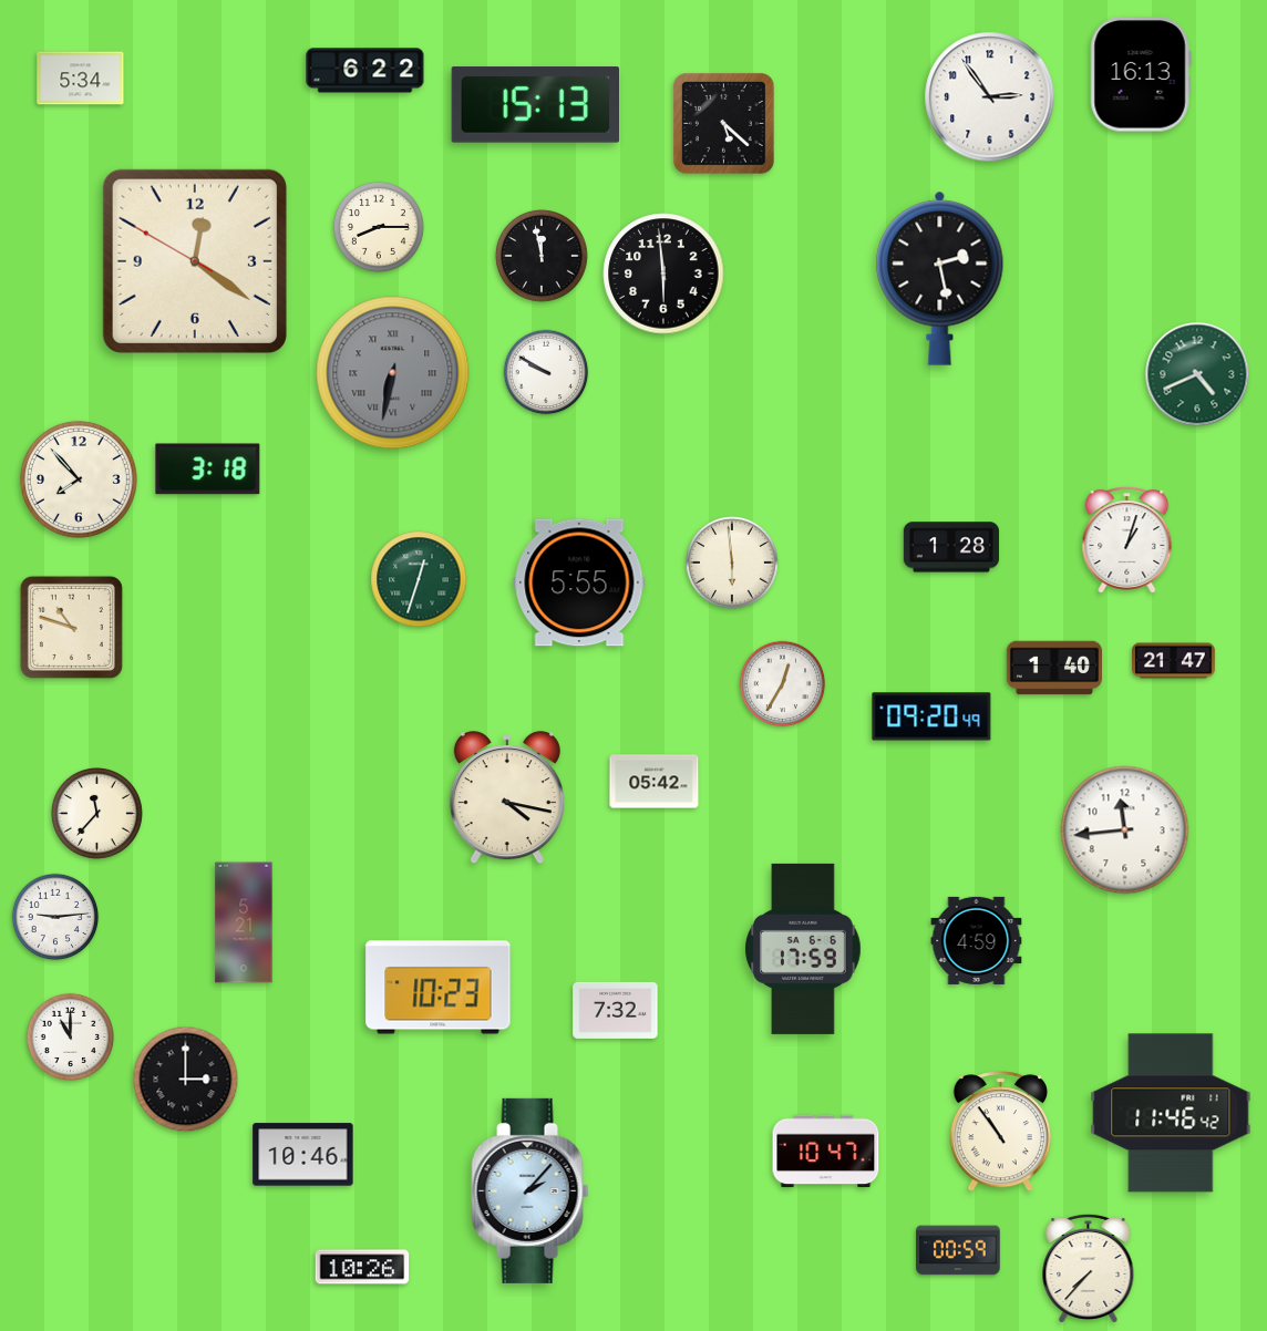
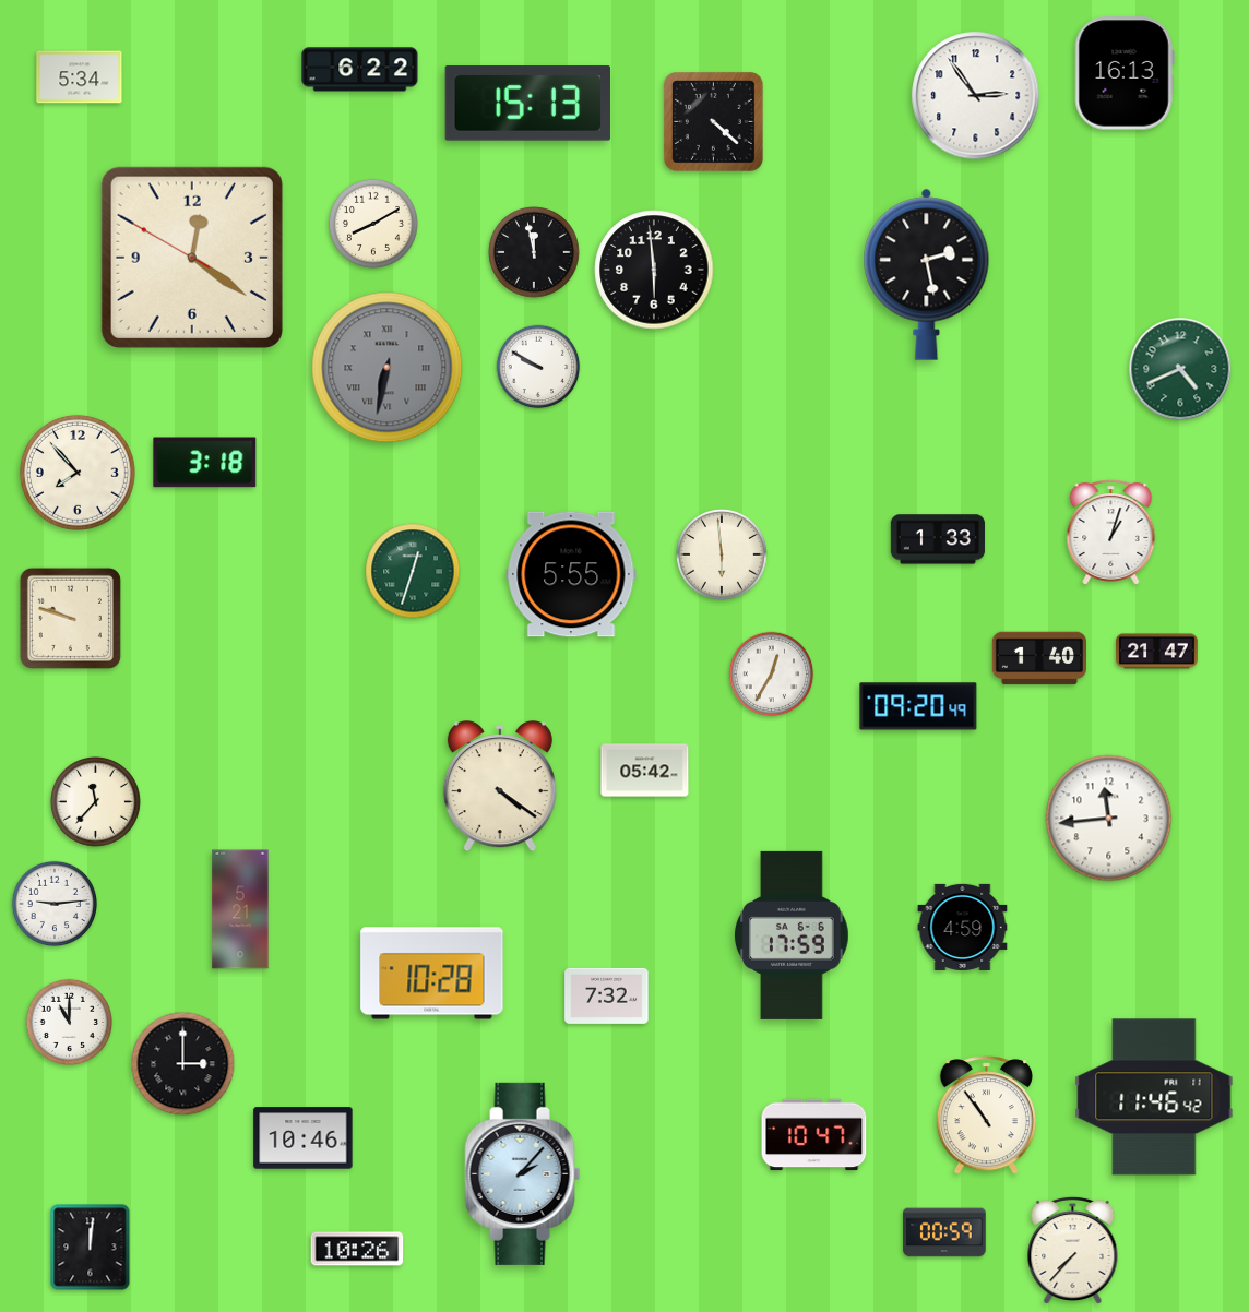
clock at (723, 123): 5:22 -> 4:22
clock at (379, 227): 8:15 -> 8:10
clock at (951, 547): 1:28 -> 1:33
clock at (71, 627): 10:48 -> 9:48
clock at (507, 798): 4:17 -> 4:21
clock at (439, 988): 10:23 -> 10:28
clock at (303, 1155) position: (303, 1155) -> (304, 1138)
clock at (91, 1248): none -> 12:01
